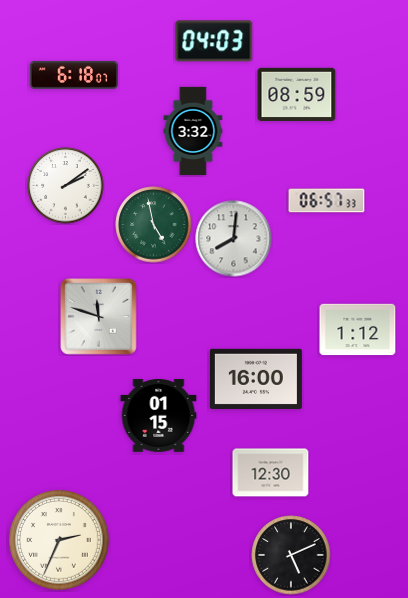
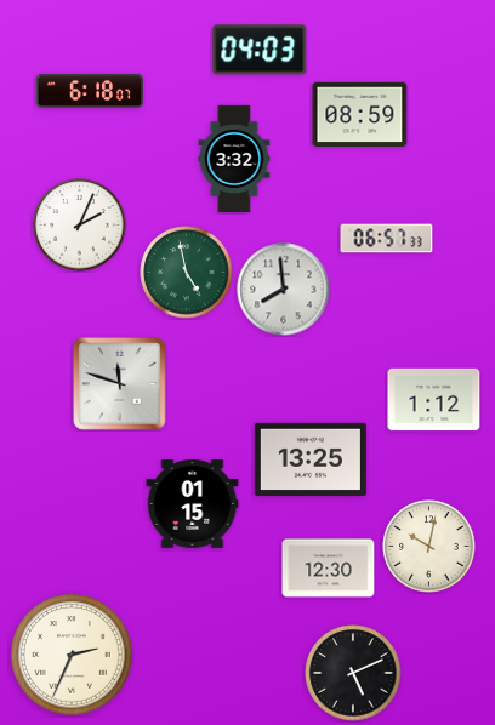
clock at (66, 186): 2:09 -> 2:04
clock at (327, 201) position: (327, 201) -> (387, 239)
clock at (234, 239): 8:01 -> 7:59
clock at (256, 379): 16:00 -> 13:25
clock at (429, 547): none -> 10:02
clock at (271, 473) position: (271, 473) -> (329, 569)
